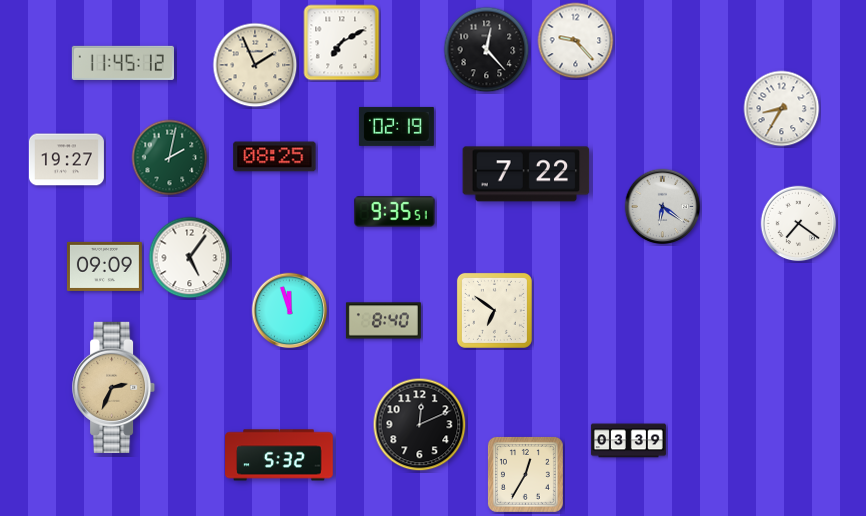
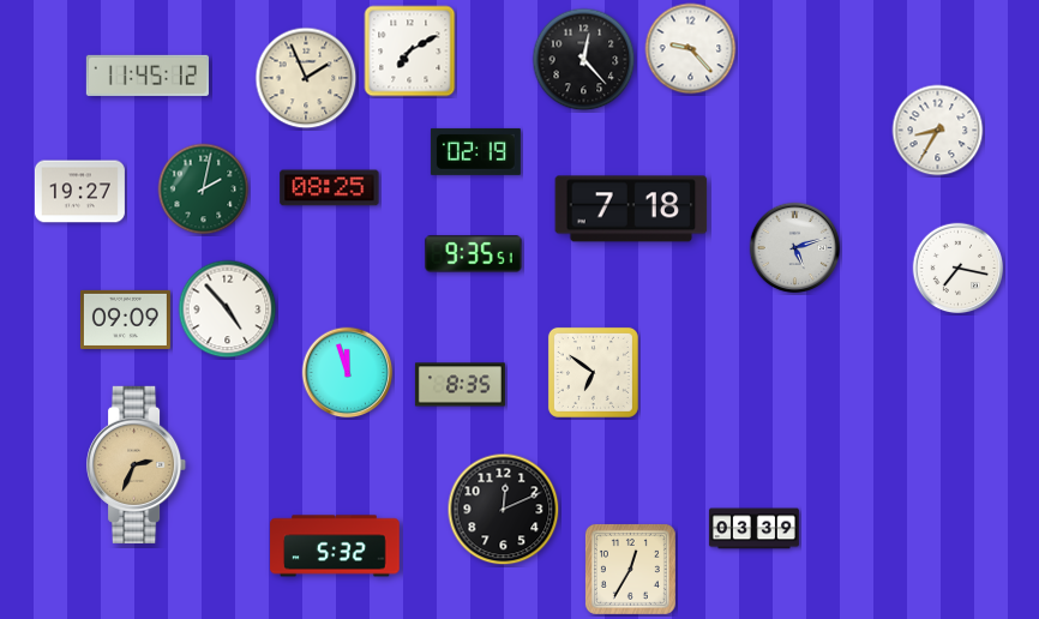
clock at (526, 174): 7:22 -> 7:18
clock at (663, 207): 6:21 -> 5:12
clock at (799, 224): 7:21 -> 7:17
clock at (190, 258): 5:06 -> 4:53
clock at (383, 321): 8:40 -> 8:35
